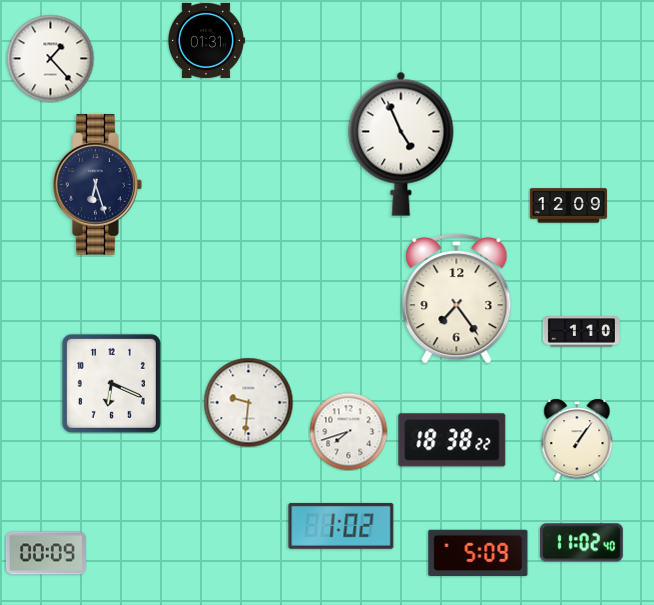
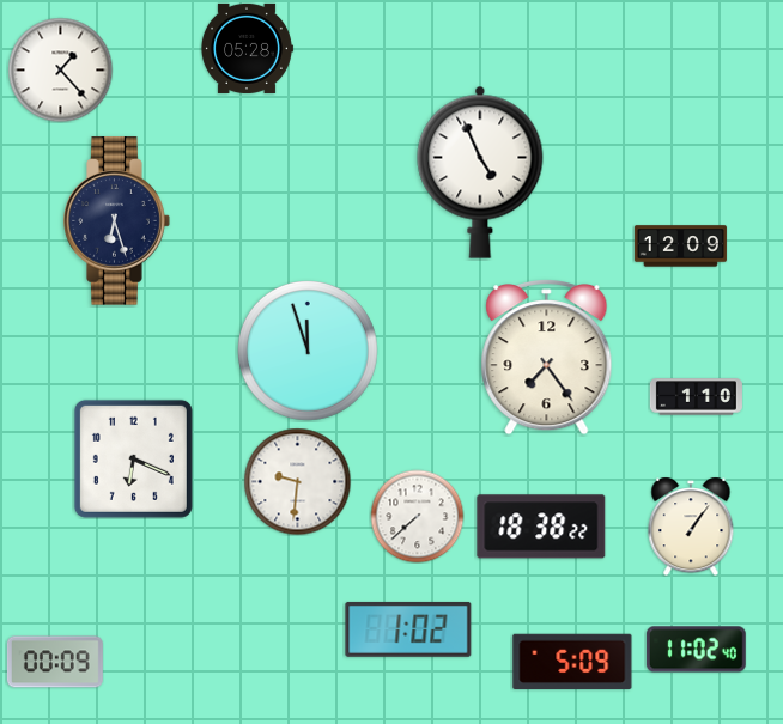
clock at (207, 40): 01:31 -> 05:28
clock at (309, 352): none -> 11:57
clock at (348, 431): 7:42 -> 7:38
